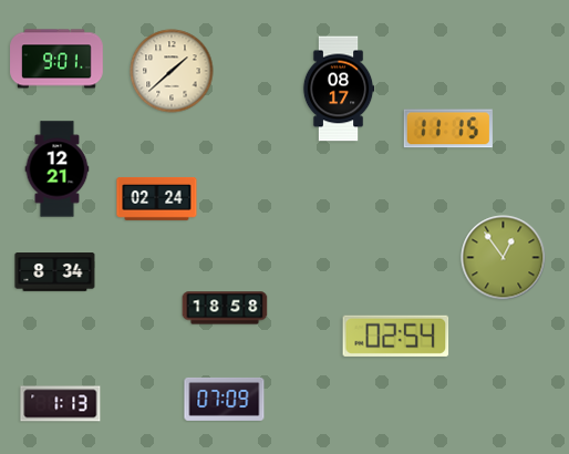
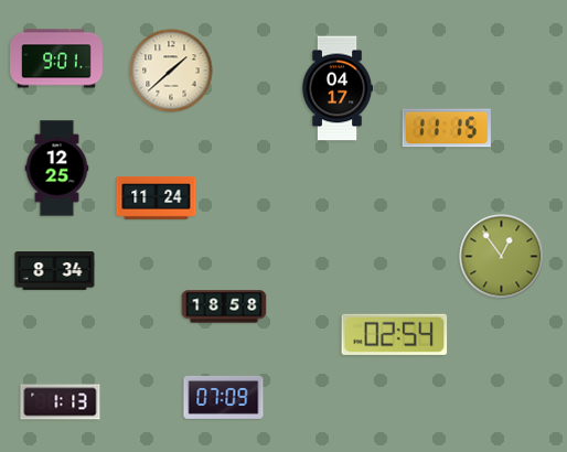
clock at (339, 89): 08:17 -> 04:17
clock at (58, 169): 12:21 -> 12:25
clock at (157, 198): 02:24 -> 11:24
